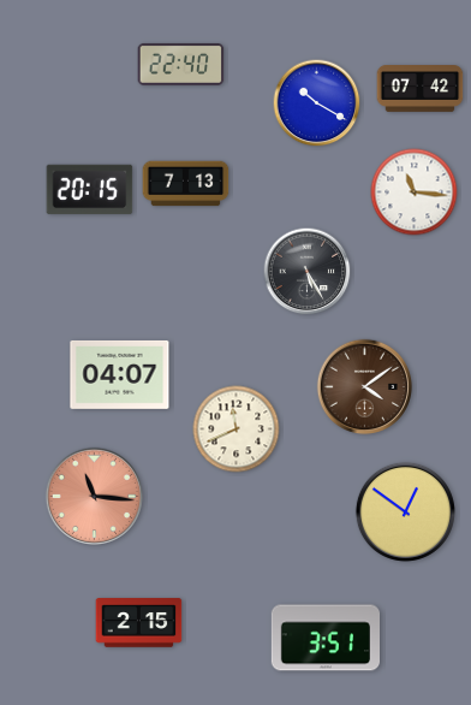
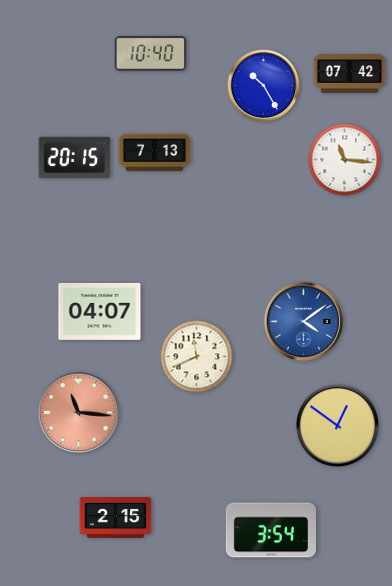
clock at (181, 64): 22:40 -> 10:40
clock at (317, 103): 10:20 -> 10:25
clock at (308, 272): 5:25 -> none
clock at (365, 387) dial: brown -> blue
clock at (324, 638): 3:51 -> 3:54
